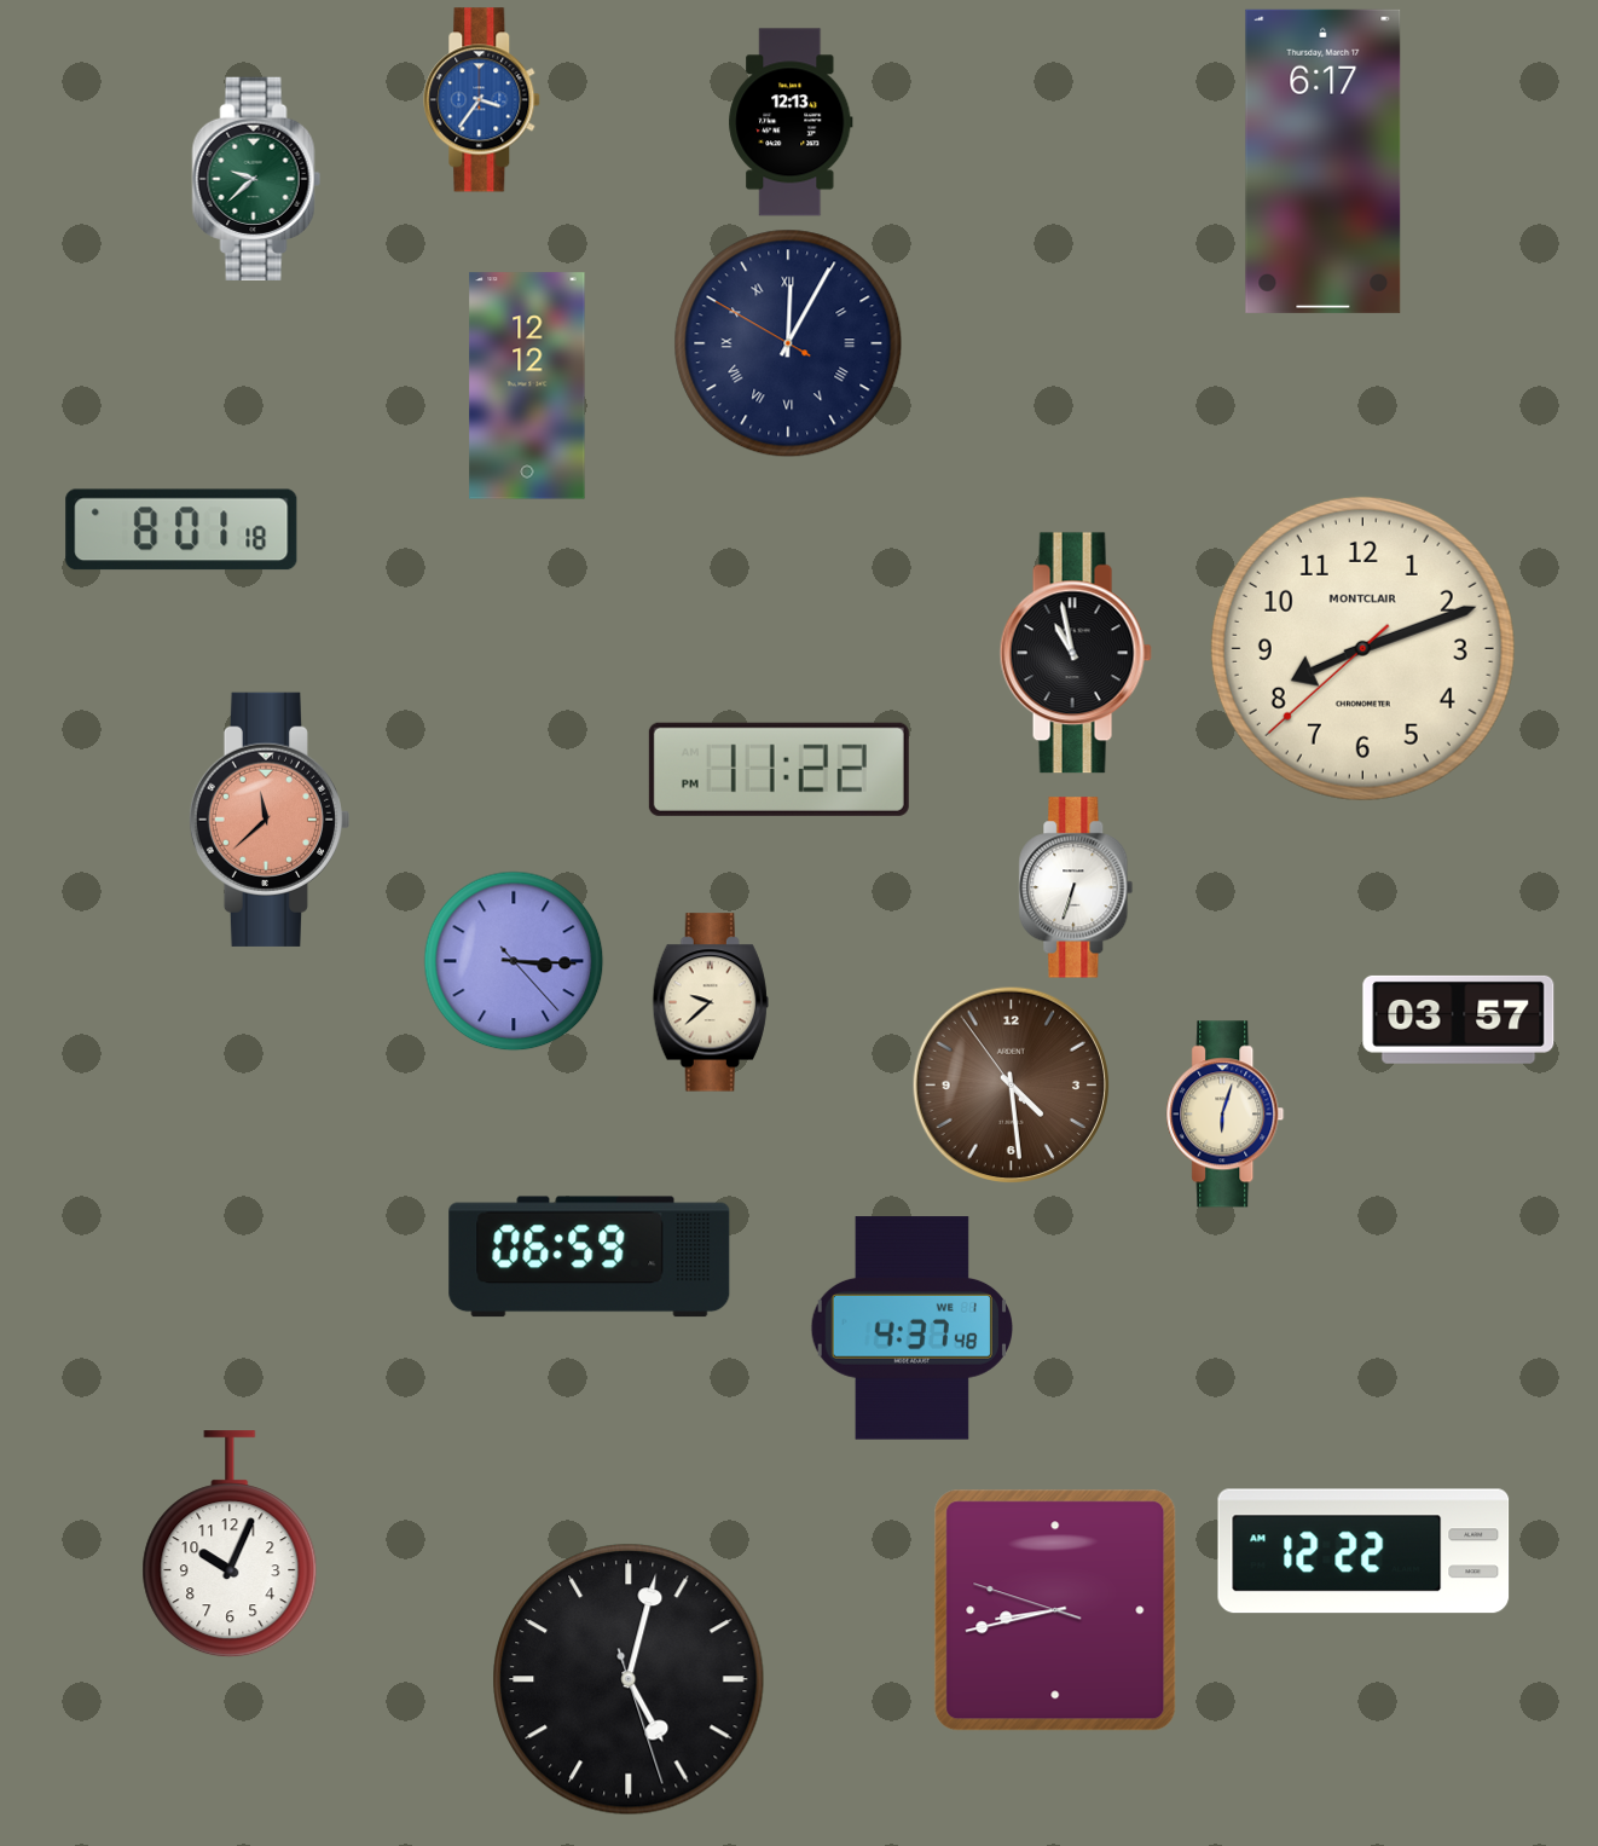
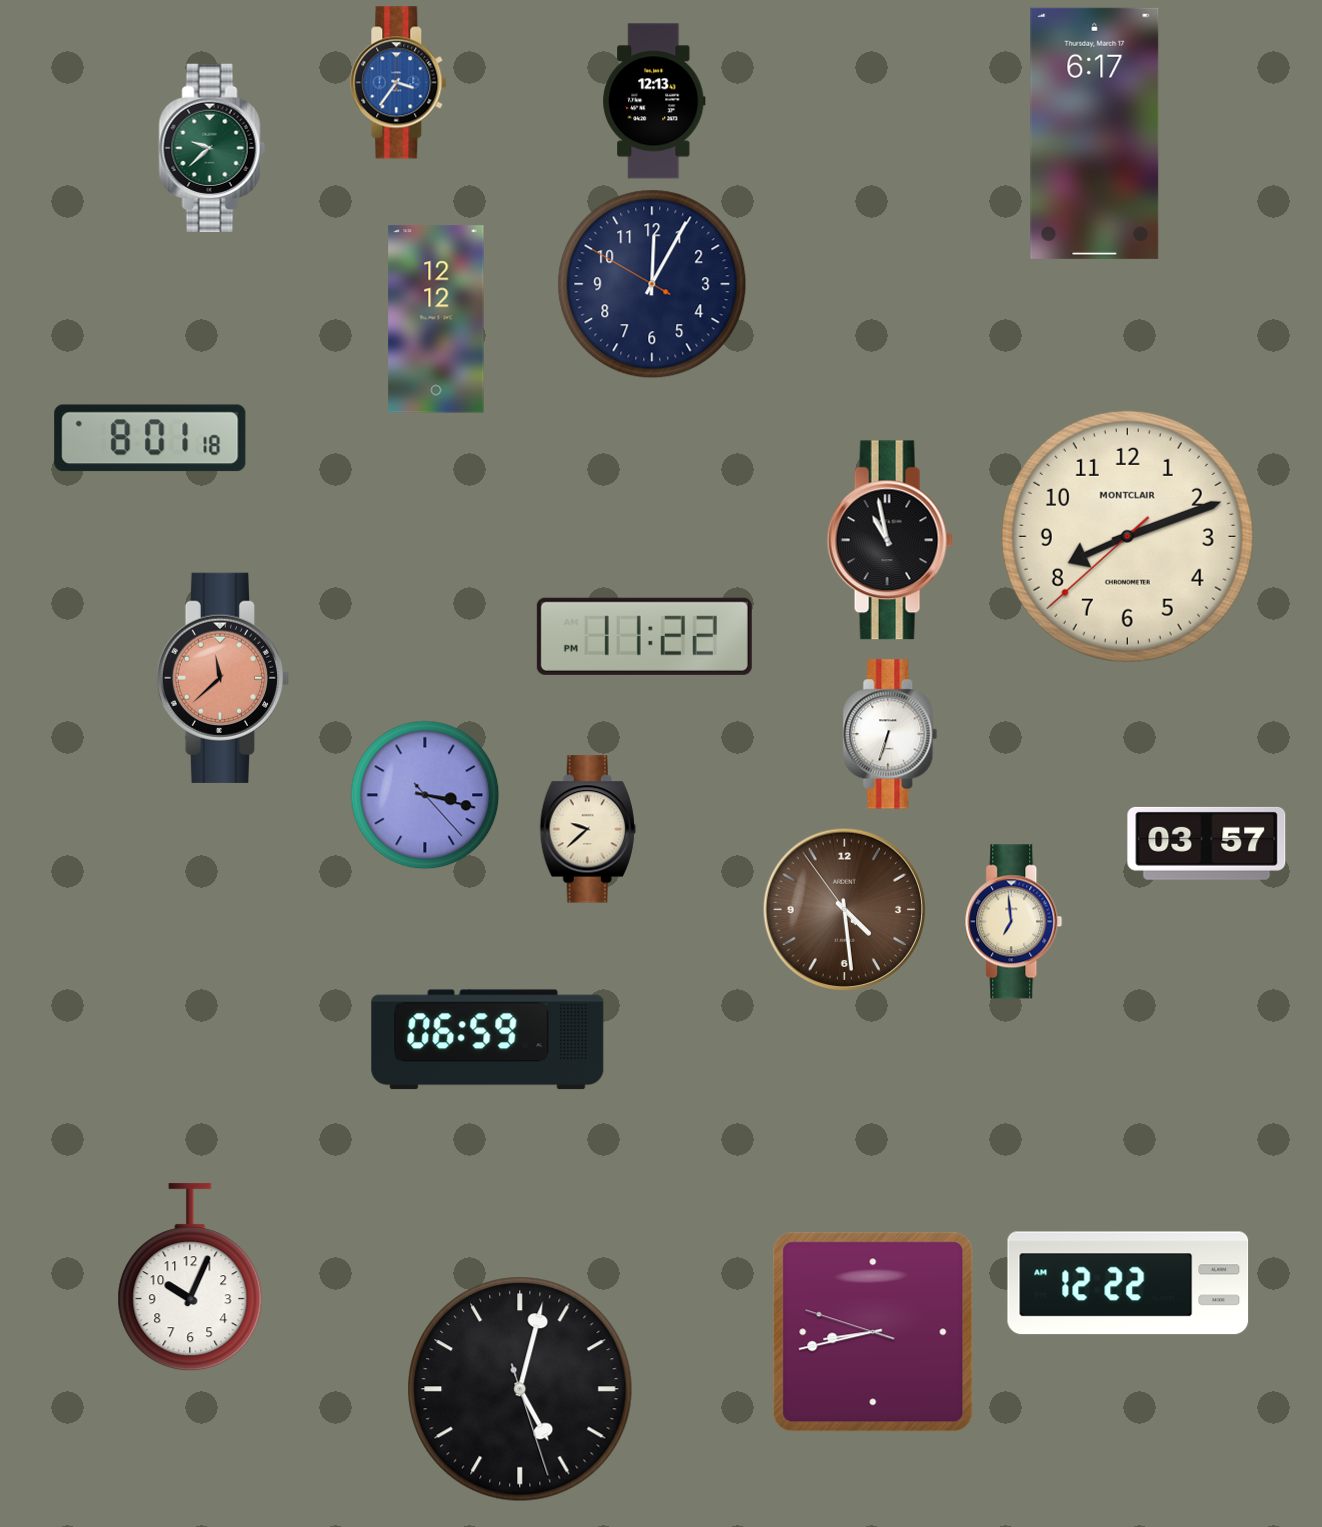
clock at (788, 343) numerals: Roman -> Arabic
clock at (514, 961): 3:15 -> 3:17
clock at (1011, 1084) position: (1011, 1084) -> (844, 909)
clock at (1226, 1115): 6:03 -> 6:59
clock at (911, 1329): 4:37 -> none
